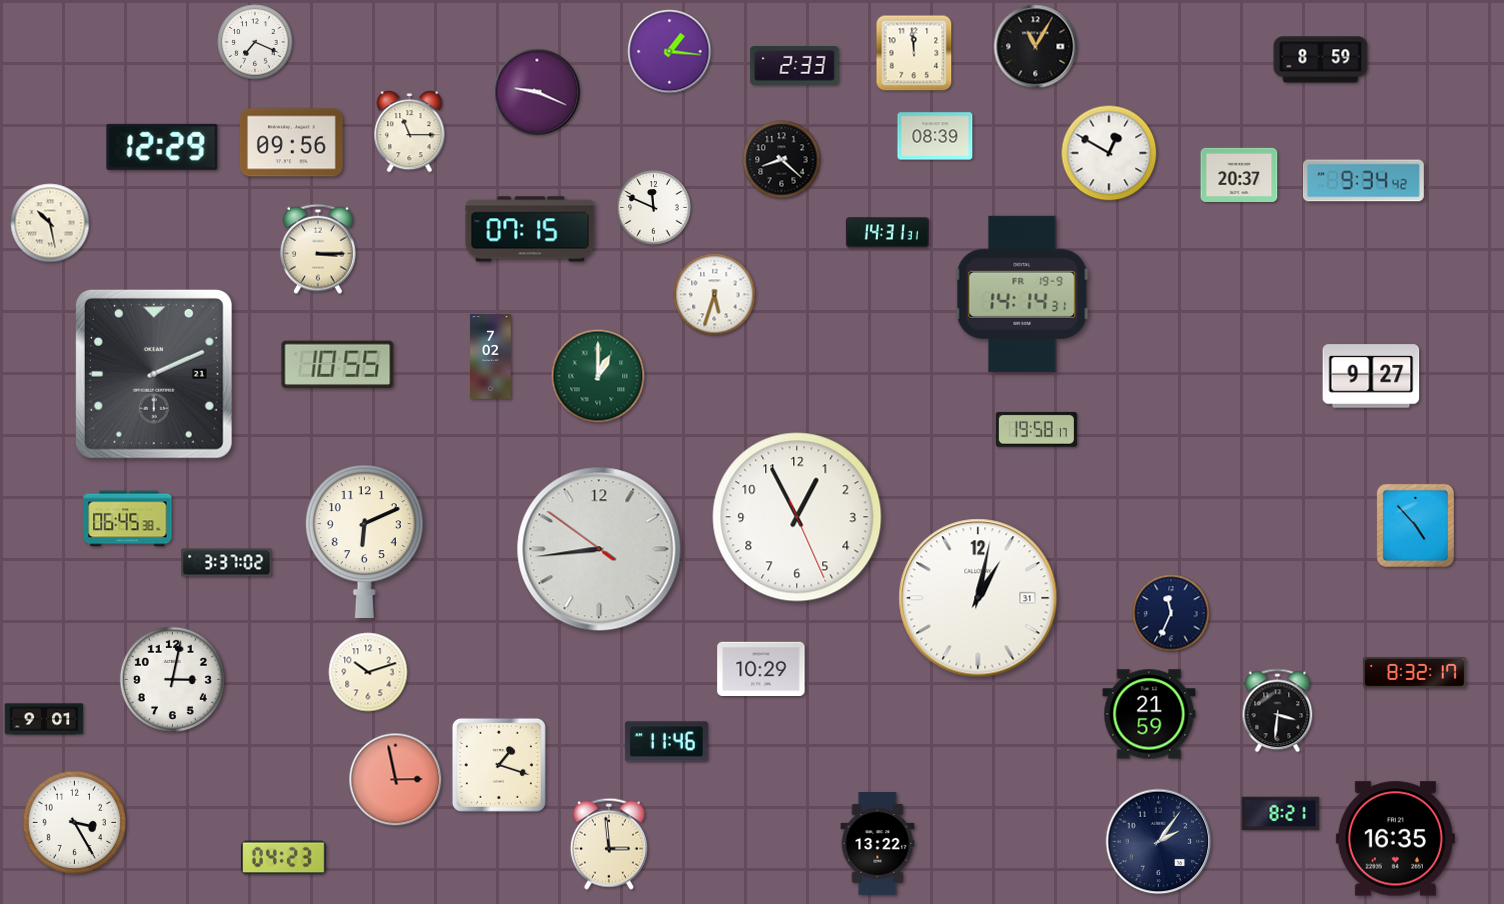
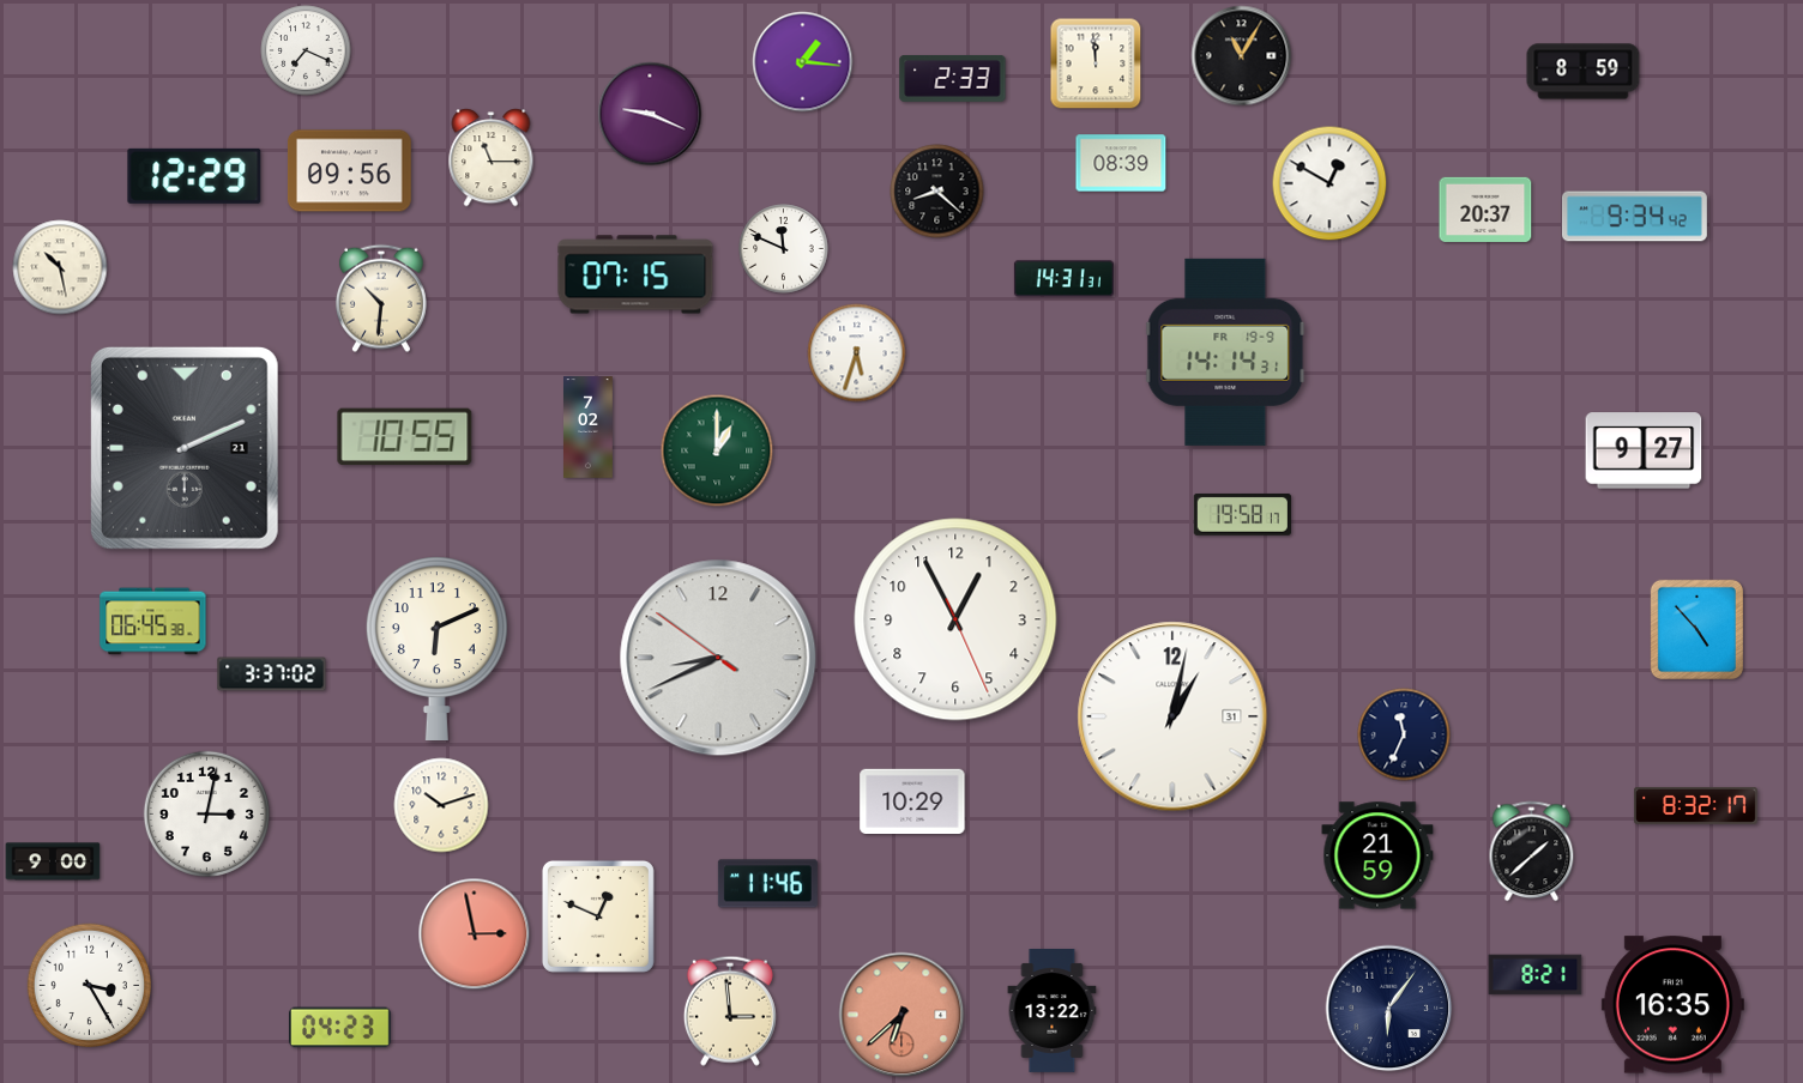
clock at (537, 92) position: (537, 92) -> (650, 114)
clock at (318, 249): 3:15 -> 10:31
clock at (599, 549): 8:43 -> 8:40
clock at (1278, 711): 3:31 -> 1:38
clock at (44, 719): 9:01 -> 9:00
clock at (666, 742) position: (666, 742) -> (767, 884)
clock at (499, 765): 1:18 -> 12:49
clock at (1159, 842): 2:06 -> 6:06
clock at (901, 1015): none -> 6:38
